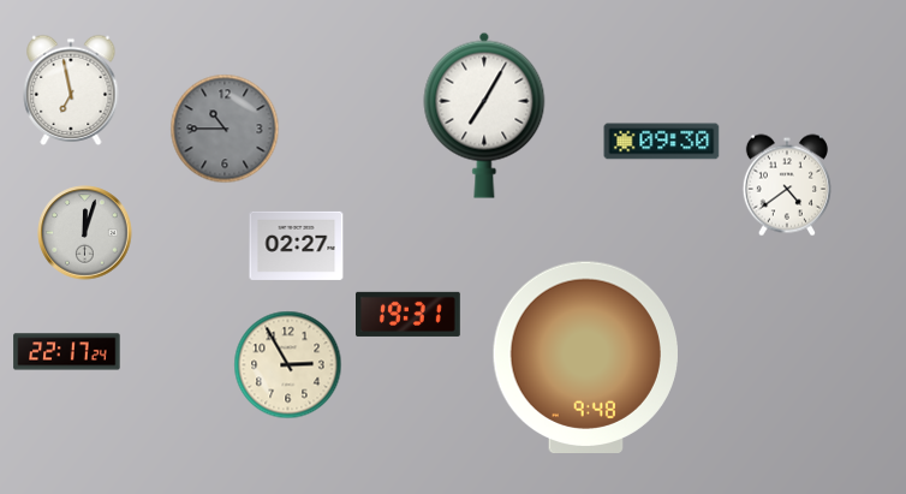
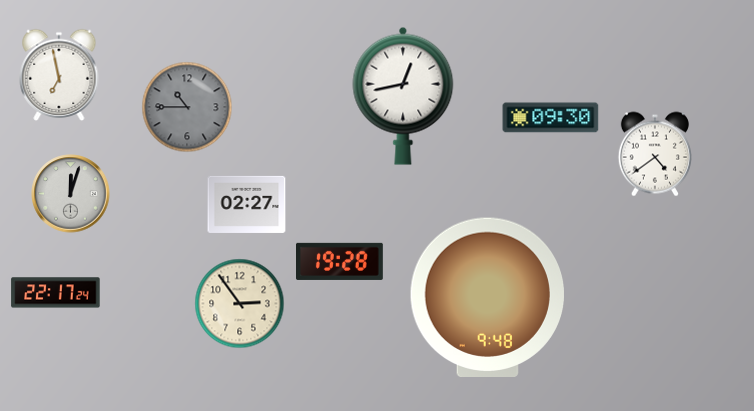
clock at (484, 115): 7:05 -> 12:43
clock at (409, 314): 19:31 -> 19:28
clock at (288, 365): 2:55 -> 2:54
